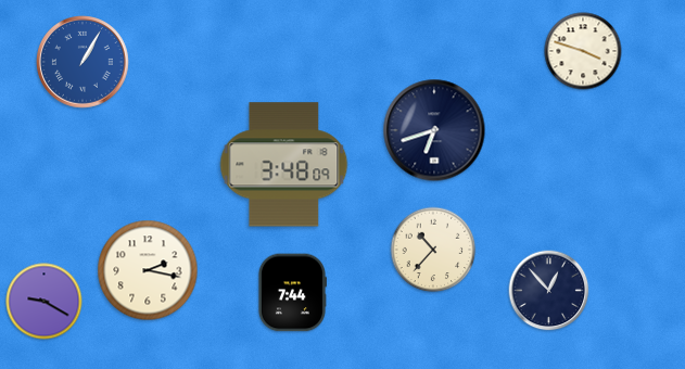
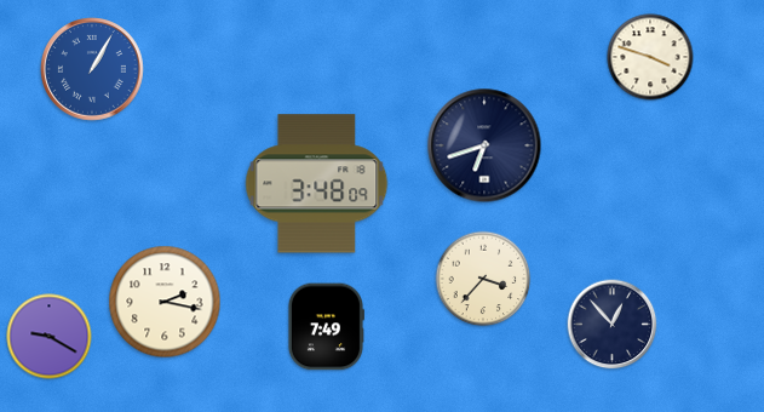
clock at (433, 250): 10:37 -> 3:37
clock at (292, 293): 7:44 -> 7:49
